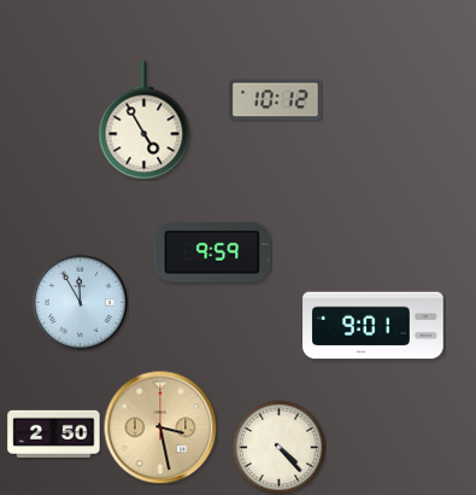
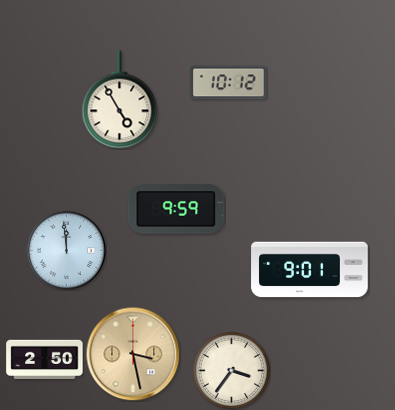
clock at (80, 302): 11:55 -> 11:59
clock at (278, 447): 4:23 -> 3:36
